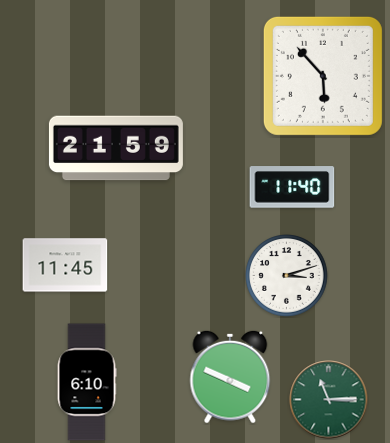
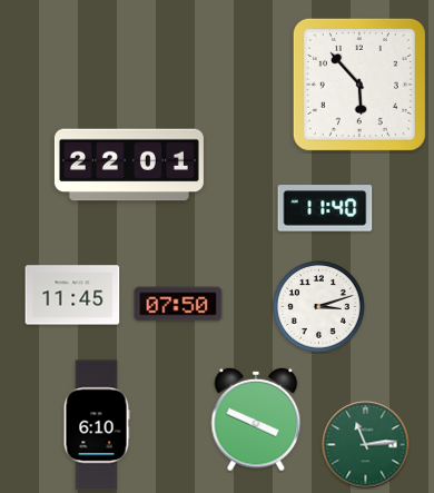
clock at (116, 148): 21:59 -> 22:01
clock at (178, 304): none -> 07:50
clock at (329, 400): 11:15 -> 11:14
